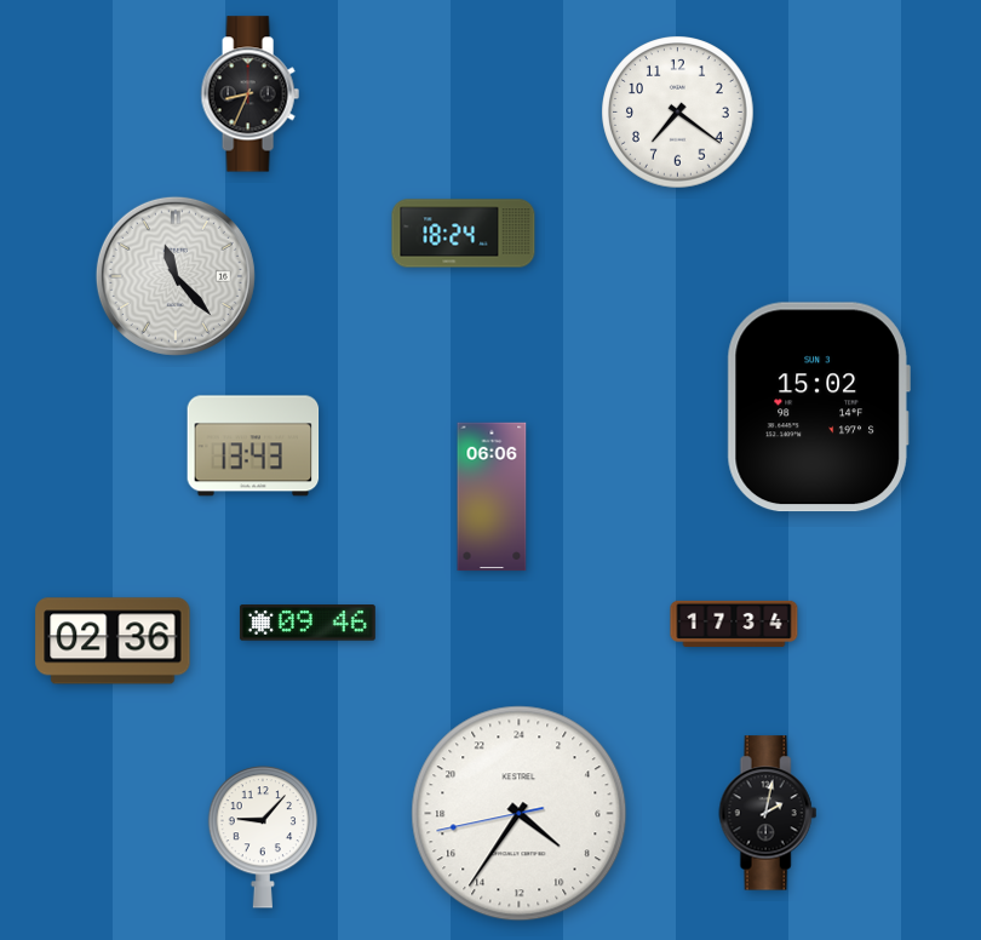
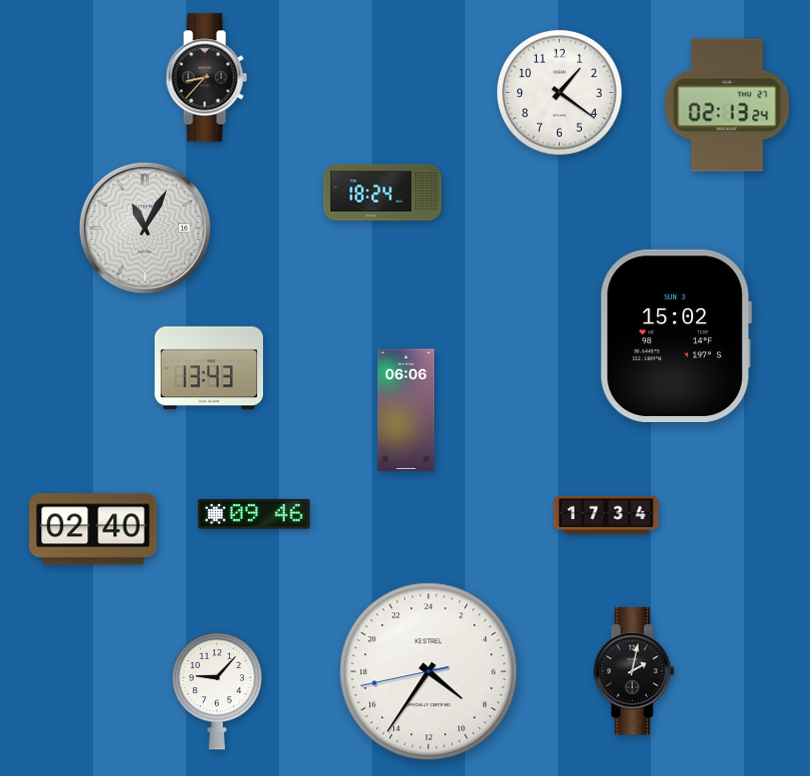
clock at (249, 94): 8:34 -> 8:37
clock at (678, 113): 7:21 -> 1:21
clock at (727, 105): none -> 02:13
clock at (176, 276): 11:23 -> 11:05
clock at (113, 641): 02:36 -> 02:40
